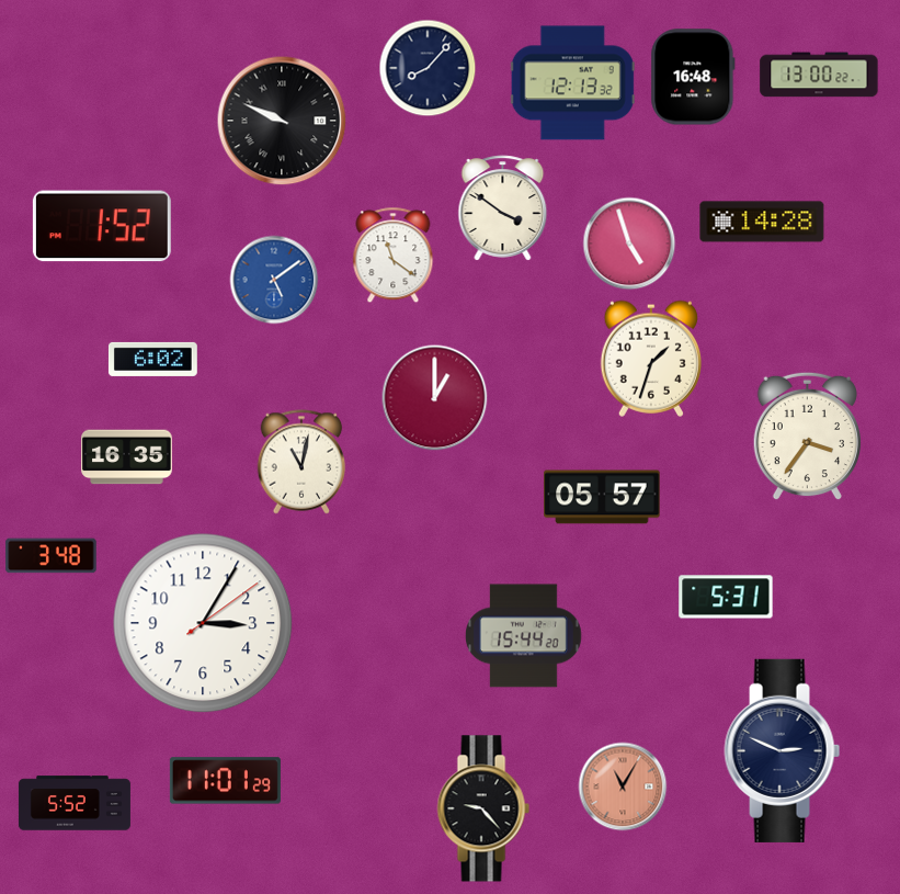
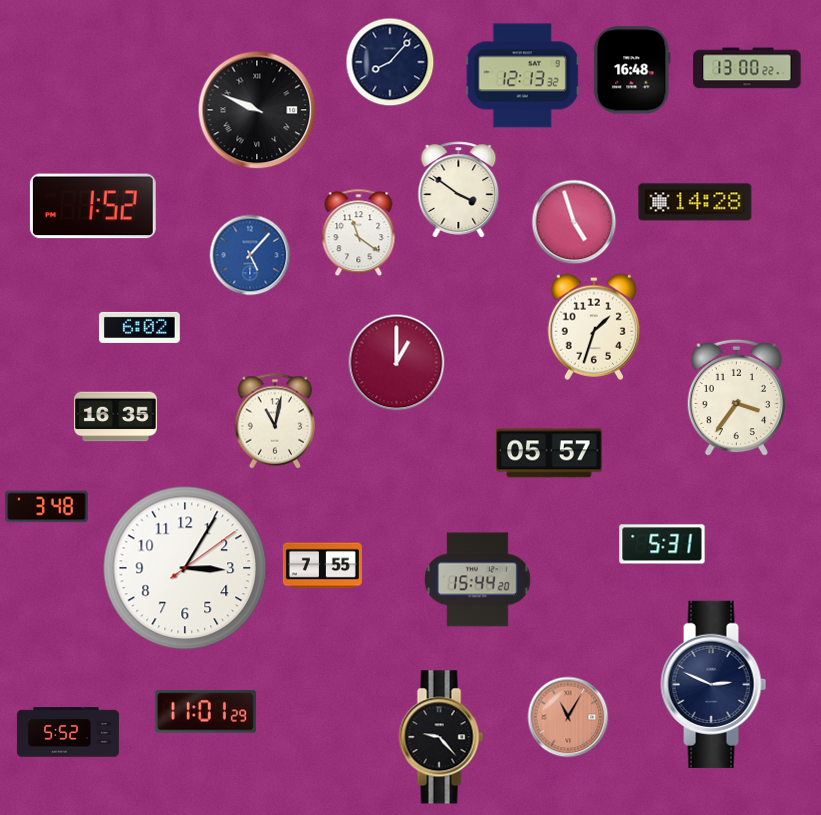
clock at (274, 280): 5:09 -> 5:07
clock at (322, 566): none -> 7:55
